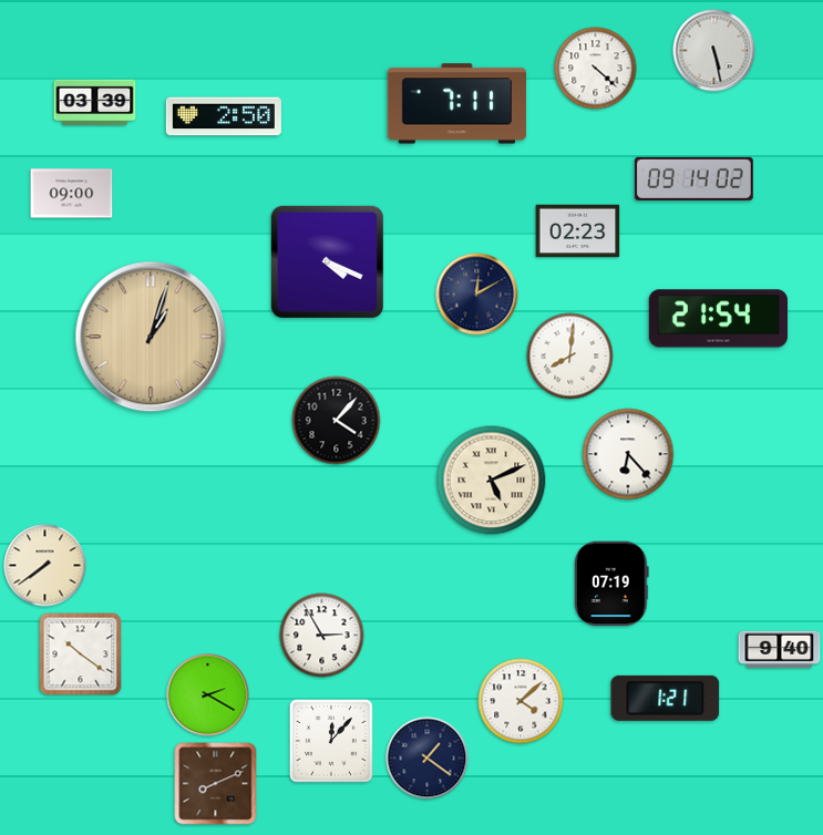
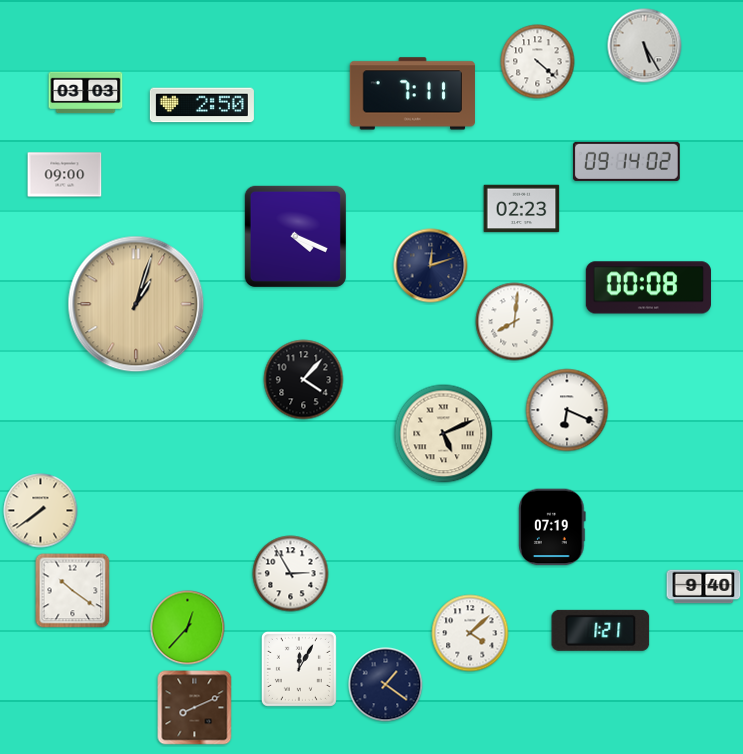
clock at (714, 51): 5:28 -> 5:25
clock at (95, 103): 03:39 -> 03:03
clock at (477, 295): 12:10 -> 12:12
clock at (718, 319): 21:54 -> 00:08
clock at (628, 454): 6:23 -> 6:19
clock at (208, 695): 2:20 -> 12:37
clock at (331, 741): 12:07 -> 12:05
